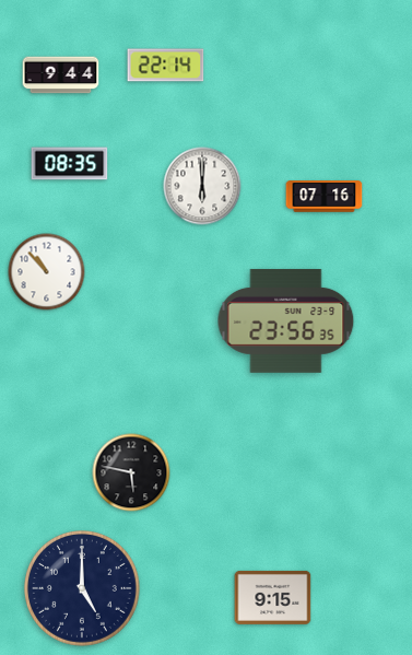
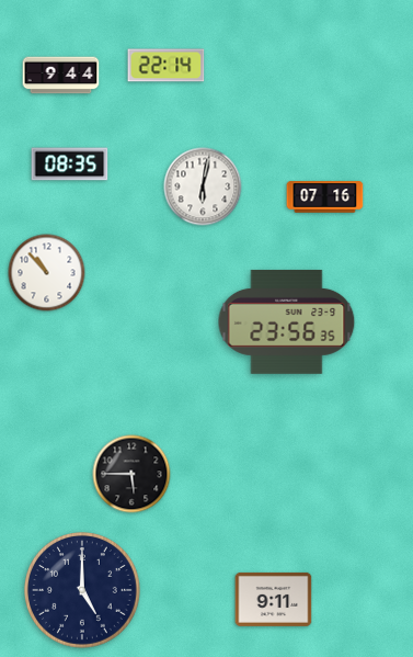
clock at (202, 186): 6:00 -> 6:02
clock at (131, 472): 5:47 -> 5:45
clock at (273, 597): 9:15 -> 9:11
